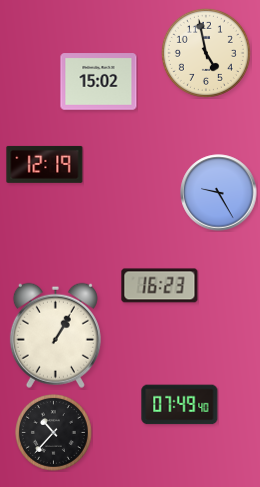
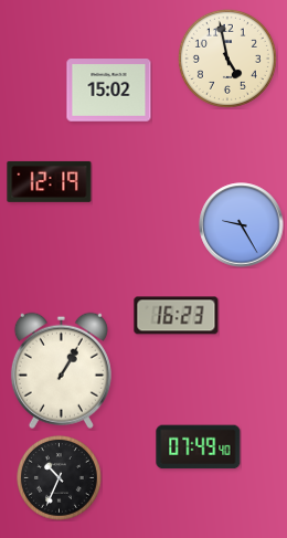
clock at (219, 193) position: (219, 193) -> (242, 225)
clock at (54, 433): 10:37 -> 10:34
